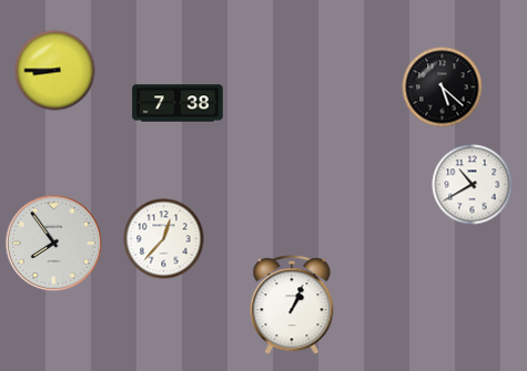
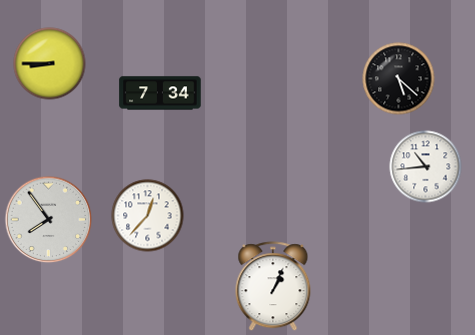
clock at (178, 103): 7:38 -> 7:34
clock at (473, 185): 10:40 -> 10:44
clock at (292, 306) position: (292, 306) -> (273, 287)
